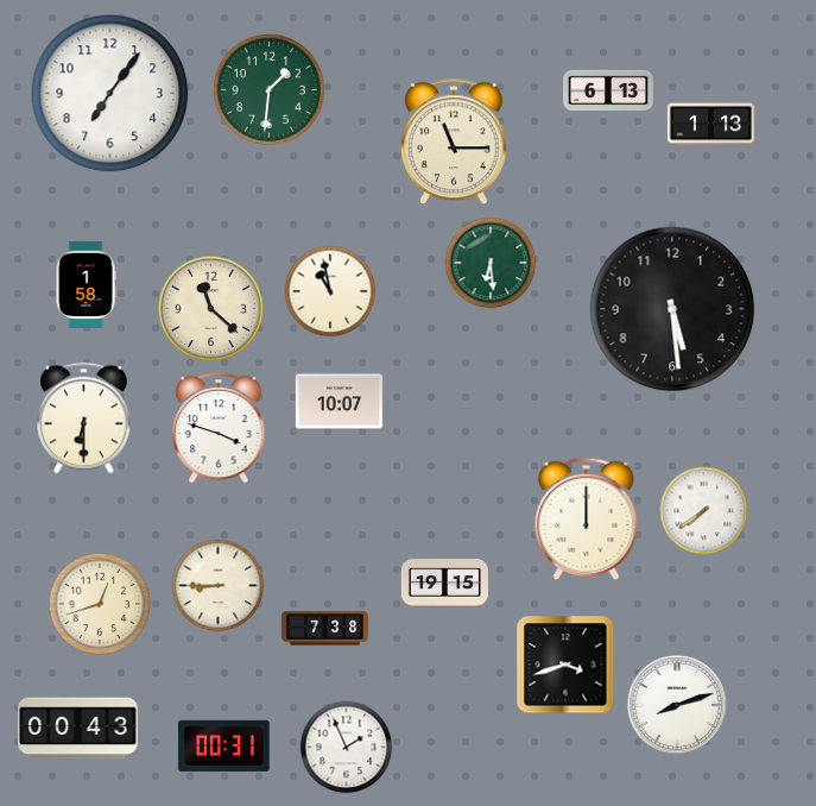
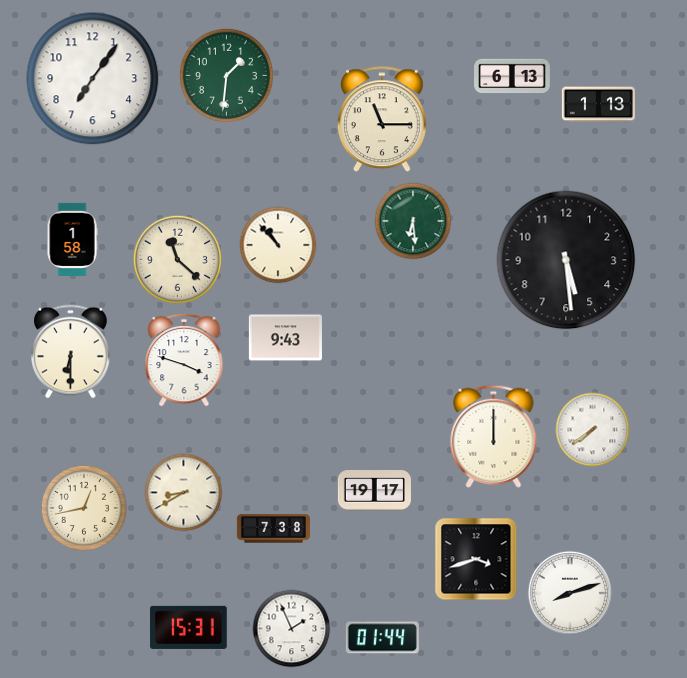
clock at (330, 291): 10:58 -> 10:53
clock at (339, 402): 10:07 -> 9:43
clock at (444, 584): 19:15 -> 19:17
clock at (219, 586): 8:45 -> 8:40
clock at (100, 604): 12:42 -> 12:43
clock at (78, 729): 00:43 -> none
clock at (224, 745): 00:31 -> 15:31
clock at (382, 638): none -> 01:44
